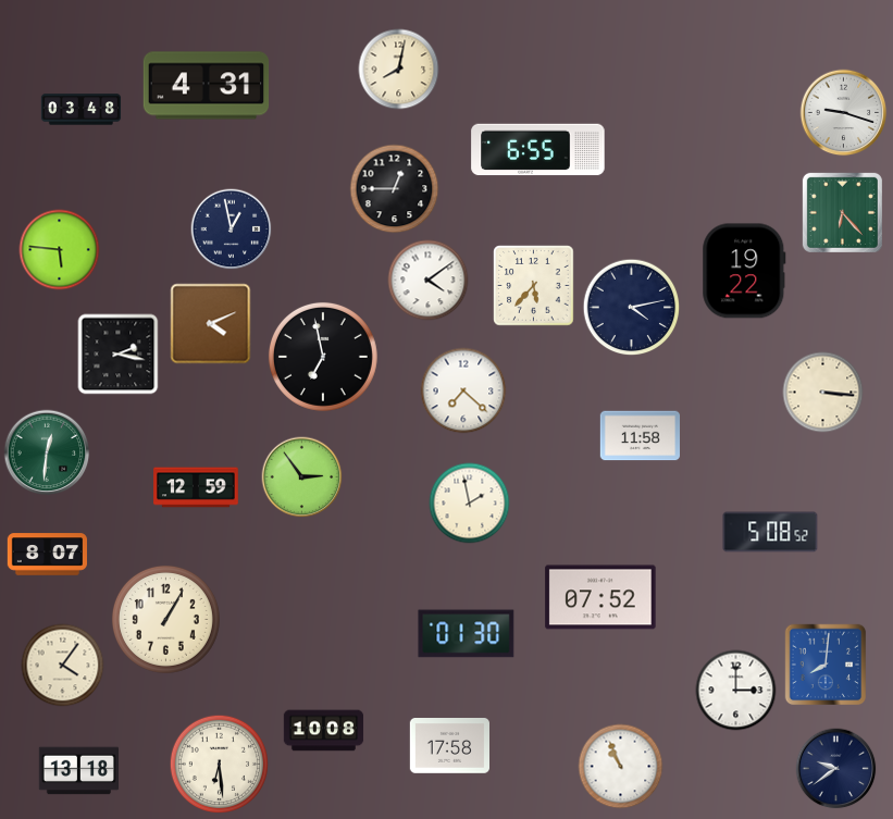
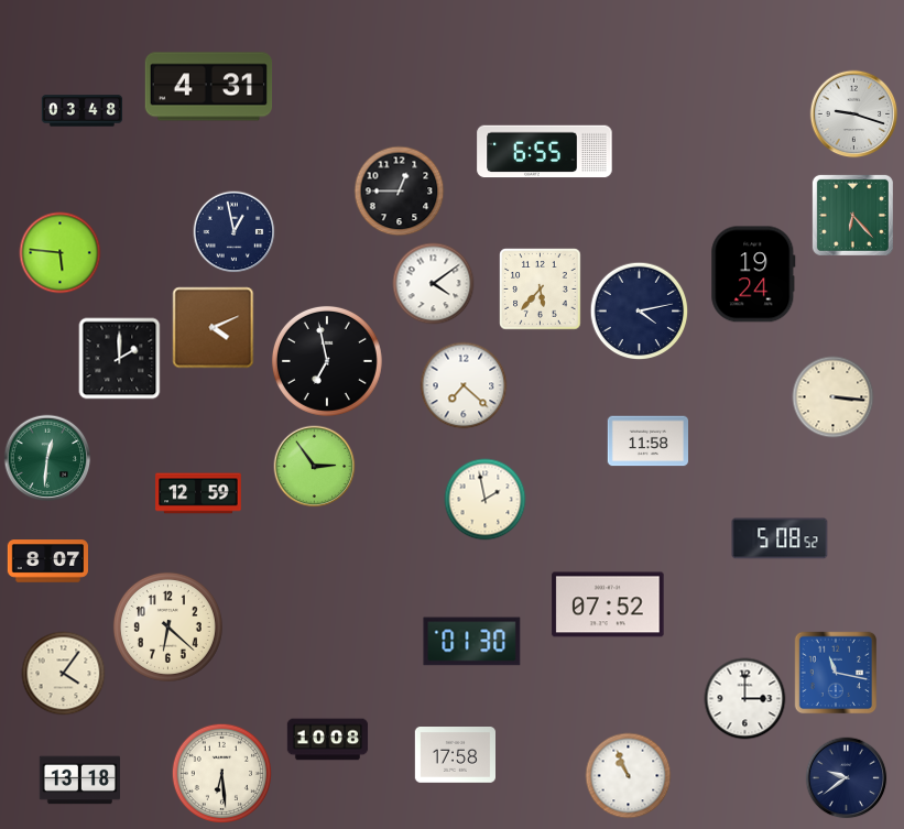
clock at (399, 70): 8:02 -> none
clock at (744, 271): 19:22 -> 19:24
clock at (119, 355): 2:17 -> 2:00
clock at (463, 390) position: (463, 390) -> (464, 385)
clock at (302, 477) position: (302, 477) -> (315, 467)
clock at (470, 504) position: (470, 504) -> (486, 500)
clock at (165, 619): 1:05 -> 6:22
clock at (826, 665): 8:01 -> 11:17
